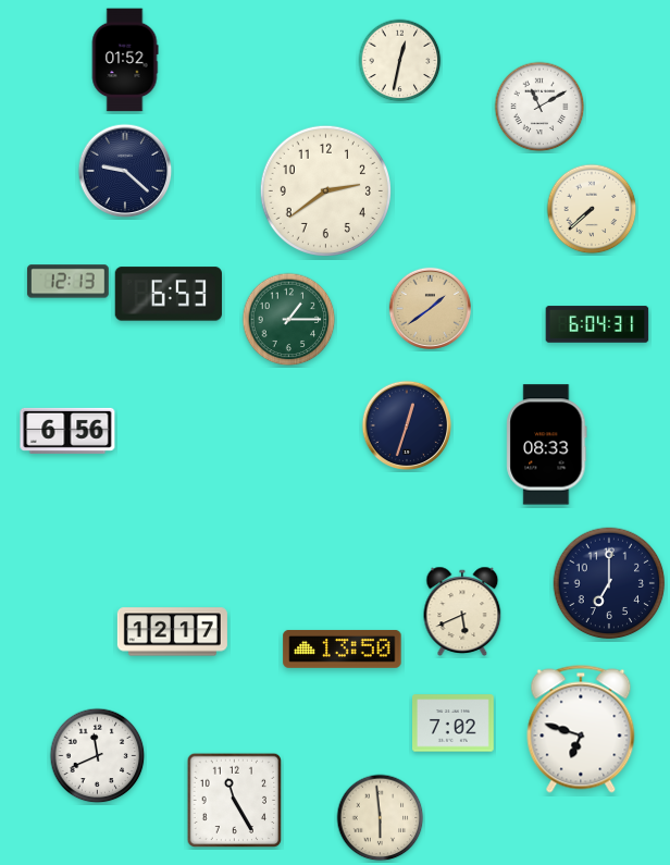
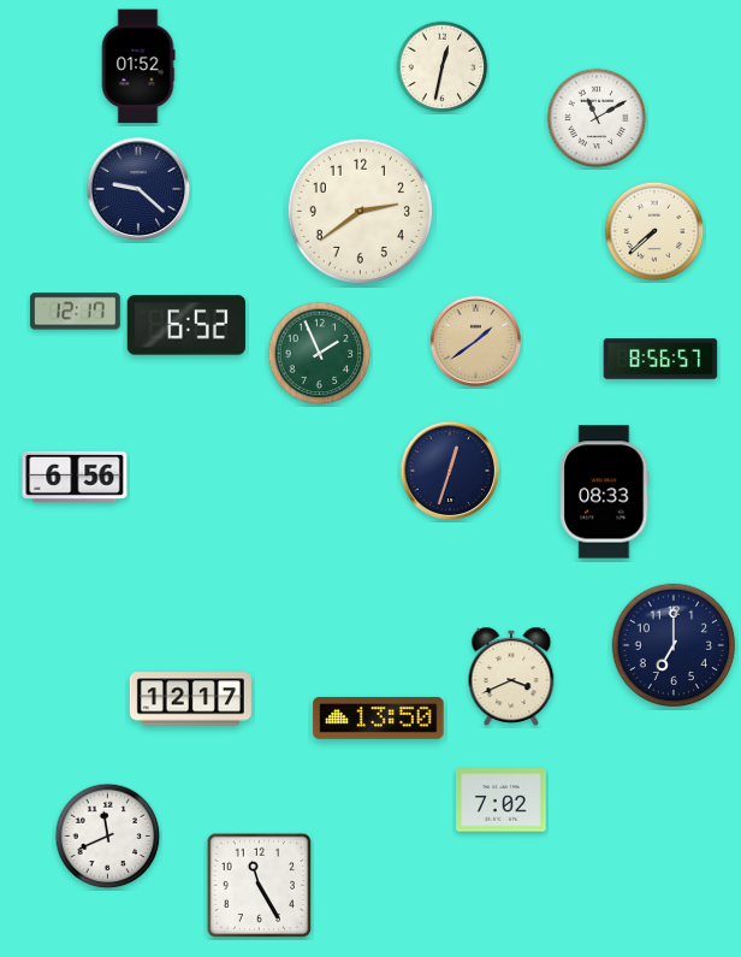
clock at (67, 282): 12:13 -> 12:17
clock at (169, 294): 6:53 -> 6:52
clock at (289, 320): 1:15 -> 1:56
clock at (597, 324): 6:04 -> 8:56
clock at (462, 610): 5:41 -> 3:41
clock at (581, 729): 6:48 -> none
clock at (381, 818): 5:59 -> none
